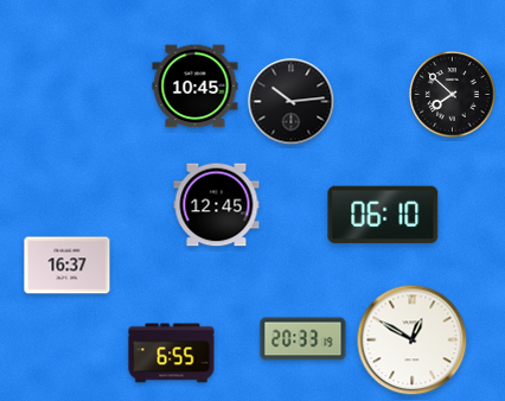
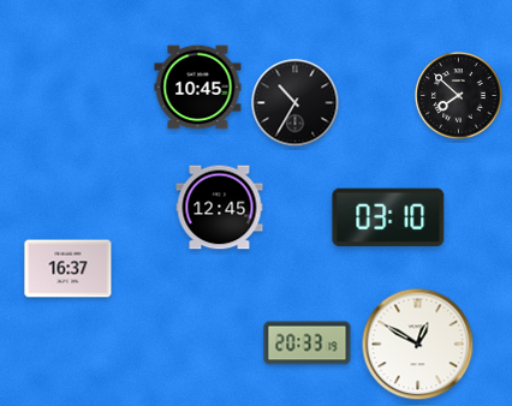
clock at (292, 102): 10:14 -> 10:35
clock at (383, 214): 06:10 -> 03:10
clock at (172, 354): 6:55 -> none
